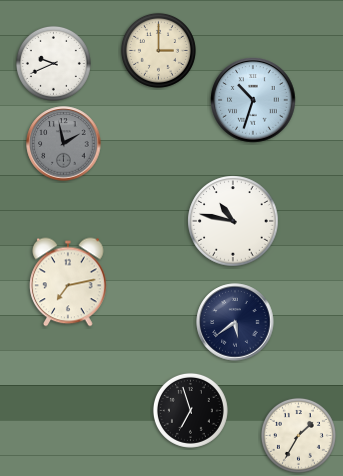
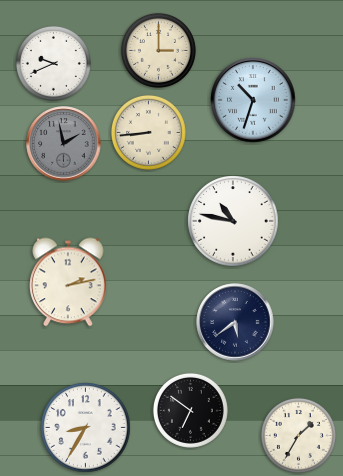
clock at (148, 132): none -> 8:44
clock at (68, 282): 7:13 -> 2:13
clock at (190, 410): 6:57 -> 6:51
clock at (86, 428): none -> 8:35
